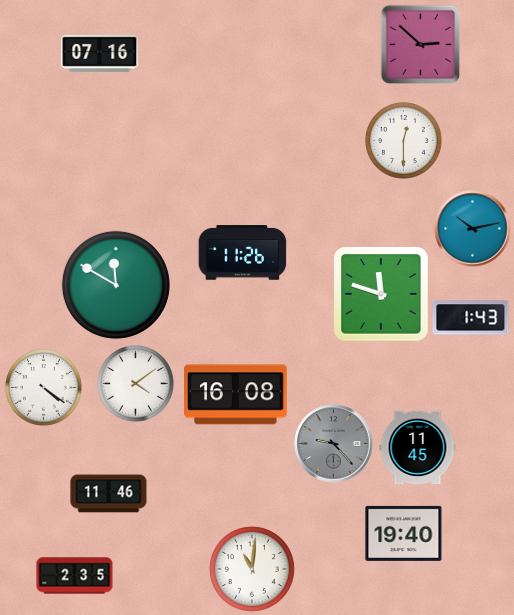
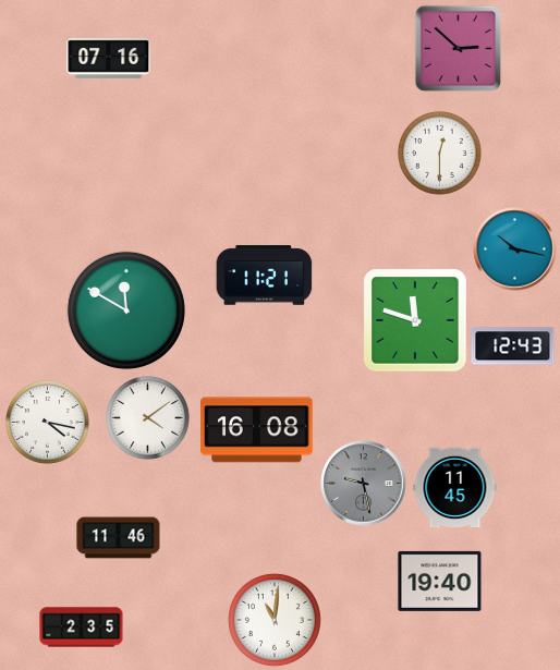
clock at (473, 229): 10:13 -> 10:17
clock at (243, 253): 11:26 -> 11:21
clock at (471, 318): 1:43 -> 12:43
clock at (44, 388): 4:21 -> 4:17
clock at (334, 444): 9:23 -> 9:28
